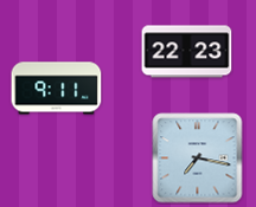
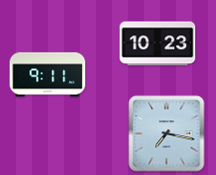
clock at (187, 52): 22:23 -> 10:23
